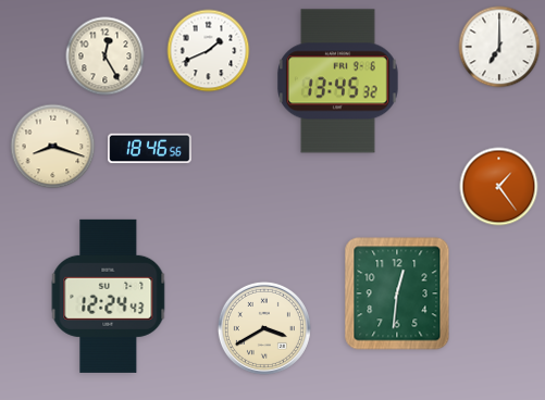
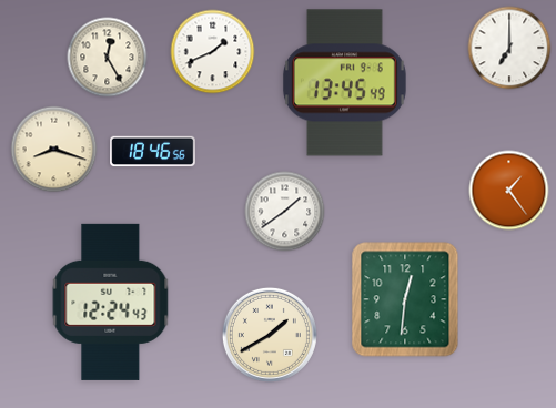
clock at (337, 82): 13:45:32 -> 13:45:49
clock at (285, 212): none -> 1:39
clock at (264, 328): 3:40 -> 1:40
